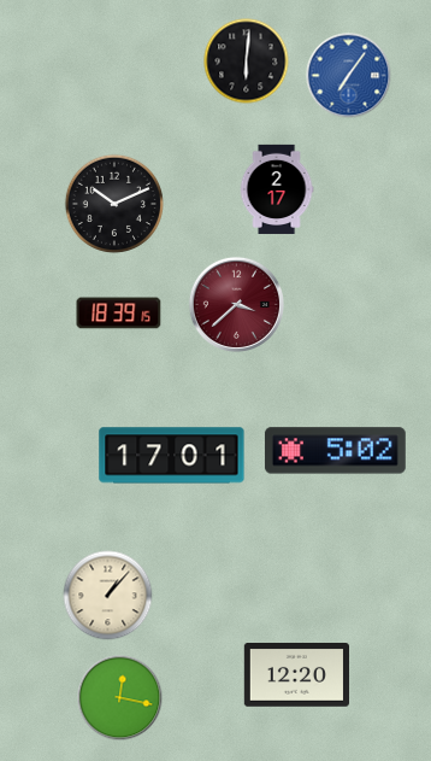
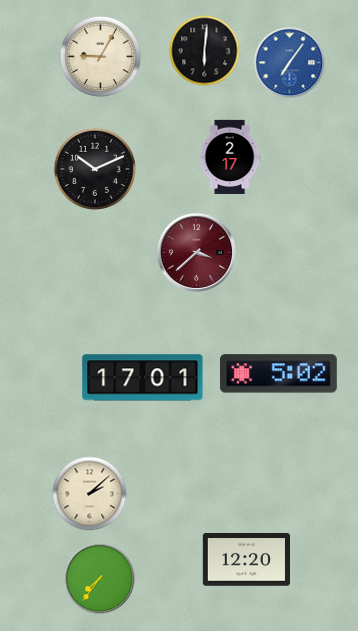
clock at (101, 57): none -> 9:05
clock at (119, 314): 18:39 -> none
clock at (108, 596): 1:07 -> 2:08
clock at (120, 698): 12:17 -> 7:36
